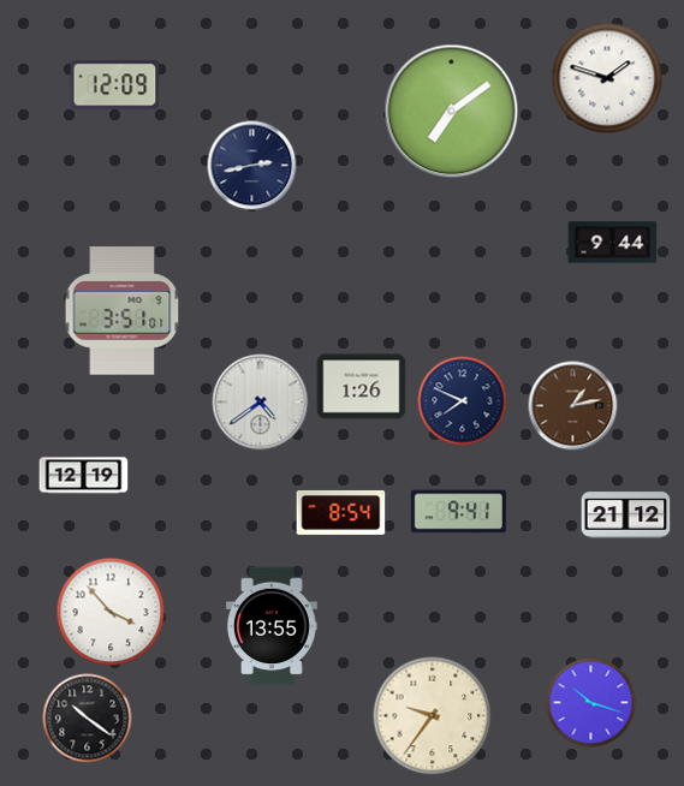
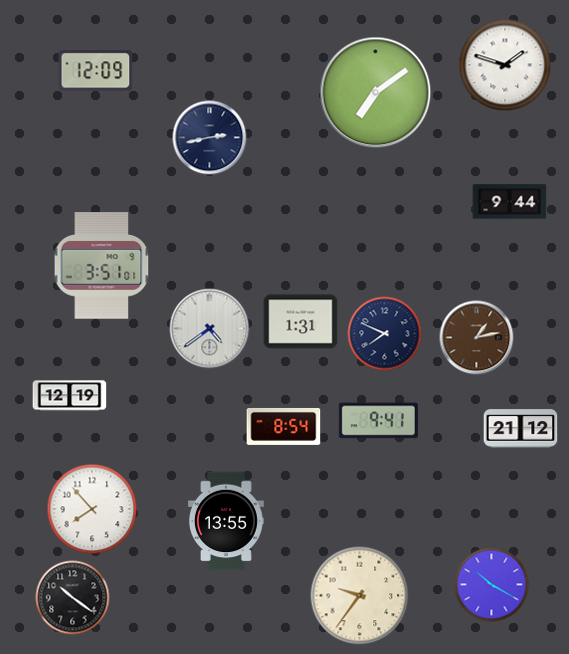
clock at (123, 311) position: (123, 311) -> (102, 266)
clock at (362, 387): 1:26 -> 1:31
clock at (261, 403) position: (261, 403) -> (210, 329)
clock at (458, 512) position: (458, 512) -> (378, 421)
clock at (111, 612): 3:53 -> 7:53
clock at (591, 703): 10:18 -> 10:20
